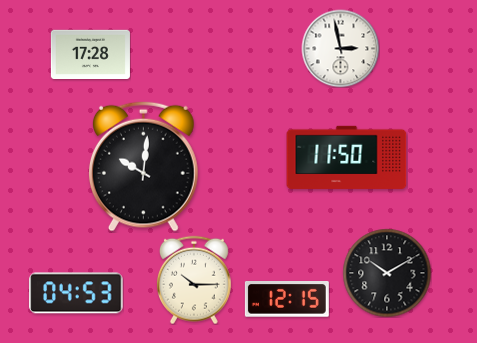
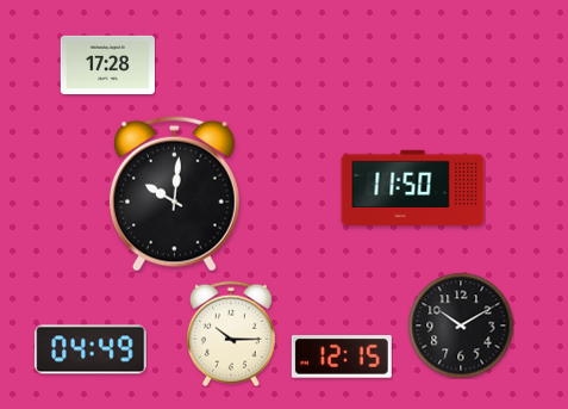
clock at (340, 48): 2:58 -> none
clock at (143, 166) position: (143, 166) -> (174, 193)
clock at (76, 293): 04:53 -> 04:49
